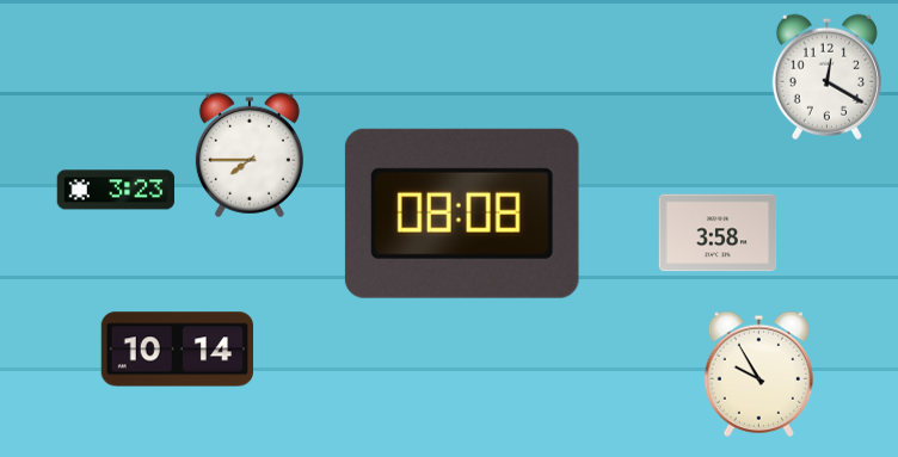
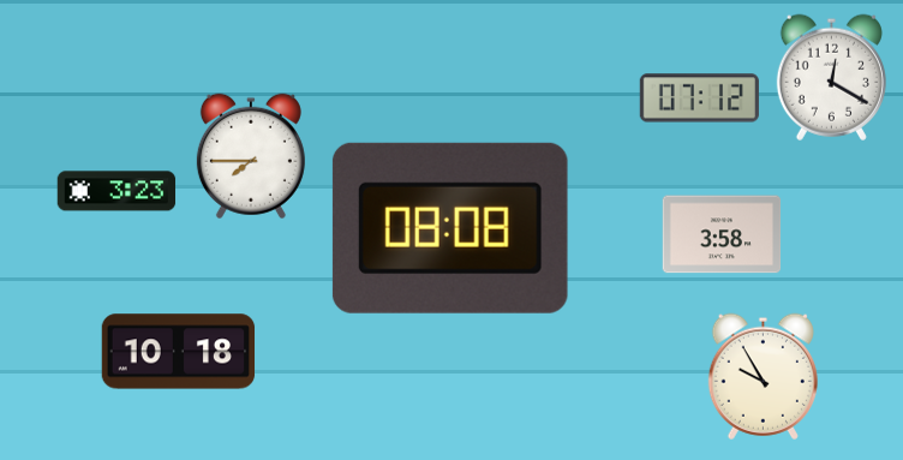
clock at (699, 98): none -> 07:12
clock at (462, 214) position: (462, 214) -> (450, 228)
clock at (178, 350): 10:14 -> 10:18
